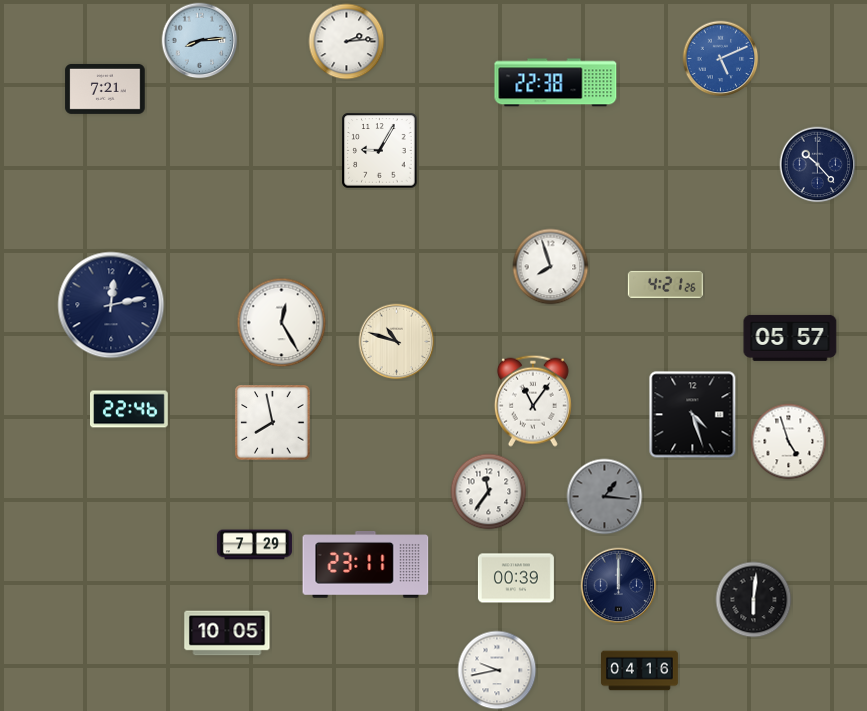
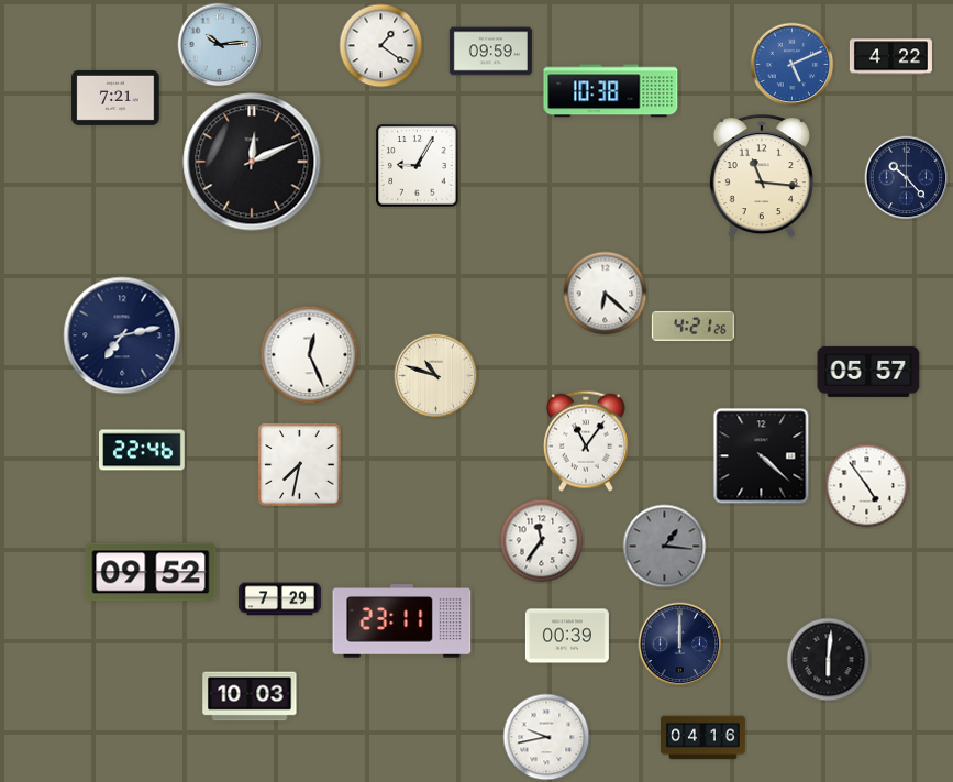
clock at (200, 41): 8:14 -> 10:14
clock at (347, 42): 2:14 -> 1:21
clock at (490, 52): none -> 09:59
clock at (890, 57): none -> 4:22
clock at (556, 83): 22:38 -> 10:38
clock at (252, 162): none -> 12:11
clock at (762, 177): none -> 11:16
clock at (818, 165) position: (818, 165) -> (907, 178)
clock at (551, 267): 7:57 -> 6:22
clock at (665, 284) position: (665, 284) -> (692, 326)
clock at (111, 305): 12:13 -> 7:13
clock at (282, 323): 12:25 -> 12:26
clock at (693, 415): 4:27 -> 4:22
clock at (273, 423): 7:58 -> 7:32
clock at (789, 442): 4:57 -> 4:54
clock at (489, 492) position: (489, 492) -> (542, 541)
clock at (151, 572): none -> 09:52
clock at (227, 633): 10:05 -> 10:03
